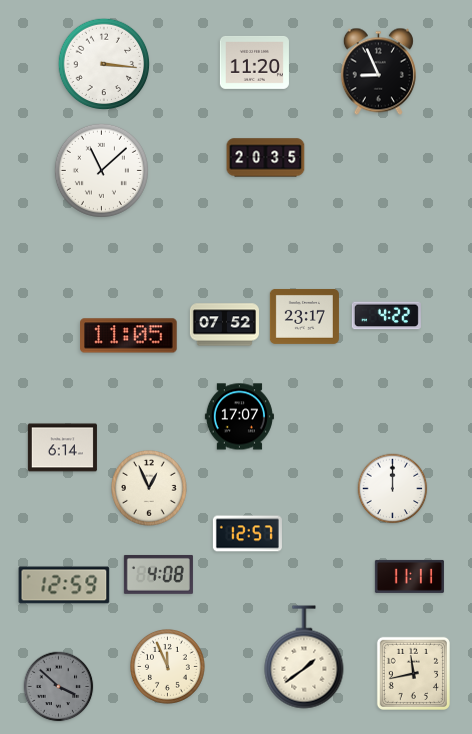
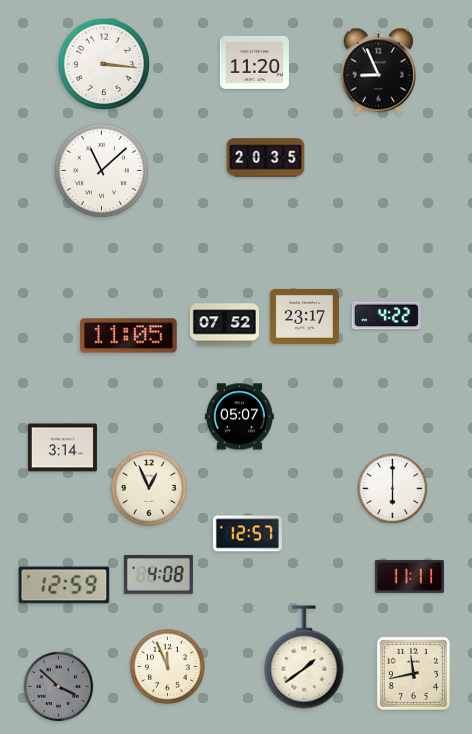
clock at (239, 417): 17:07 -> 05:07
clock at (62, 448): 6:14 -> 3:14
clock at (393, 489): 12:00 -> 6:00
